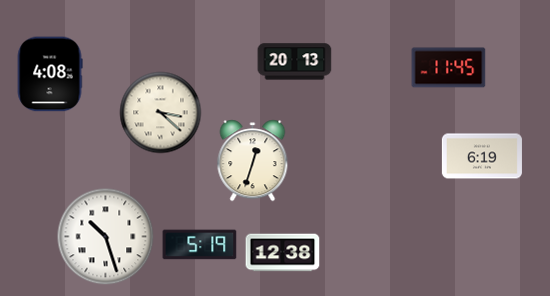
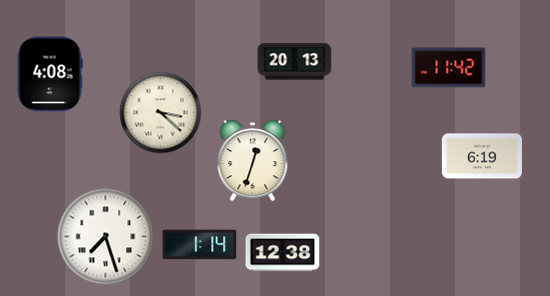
clock at (449, 68): 11:45 -> 11:42
clock at (106, 237): 10:27 -> 7:27
clock at (200, 245): 5:19 -> 1:14
